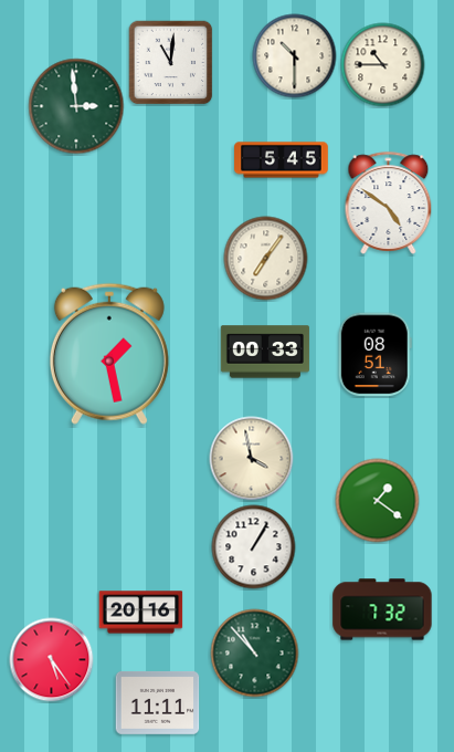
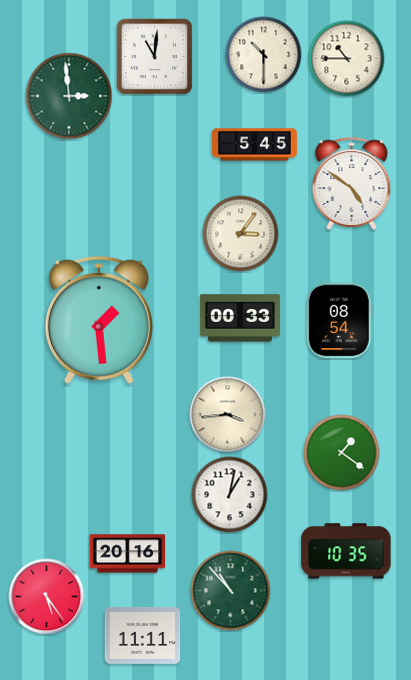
clock at (295, 56) position: (295, 56) -> (264, 55)
clock at (266, 259): 7:06 -> 3:06
clock at (109, 354): 1:28 -> 1:29
clock at (374, 355): 08:51 -> 08:54
clock at (252, 459): 3:58 -> 3:44
clock at (254, 547): 1:05 -> 1:02
clock at (382, 609): 7:32 -> 10:35
